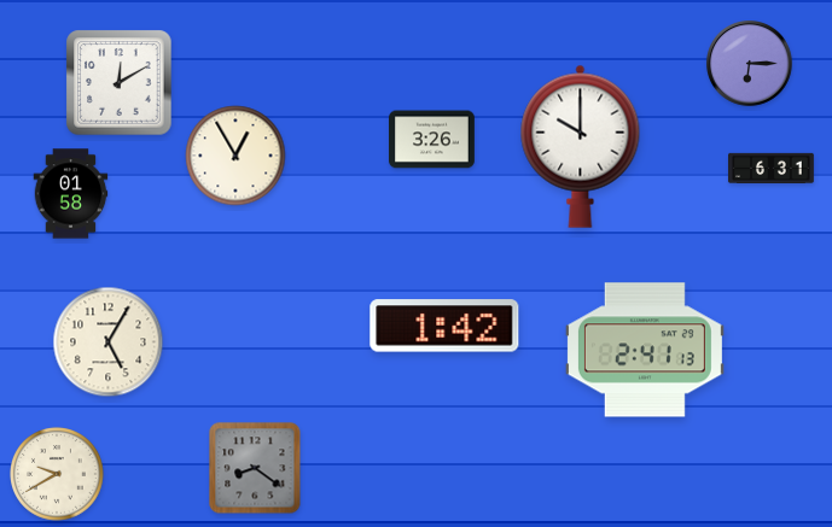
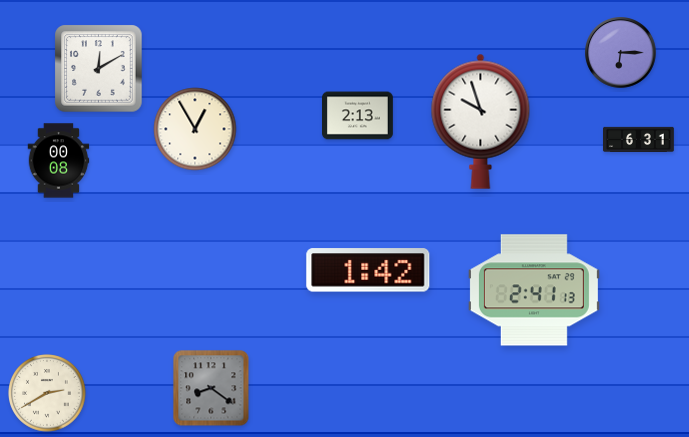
clock at (432, 140): 3:26 -> 2:13
clock at (581, 146): 10:00 -> 9:57
clock at (71, 194): 01:58 -> 00:08
clock at (109, 342): 5:05 -> none
clock at (58, 475): 9:40 -> 2:40
